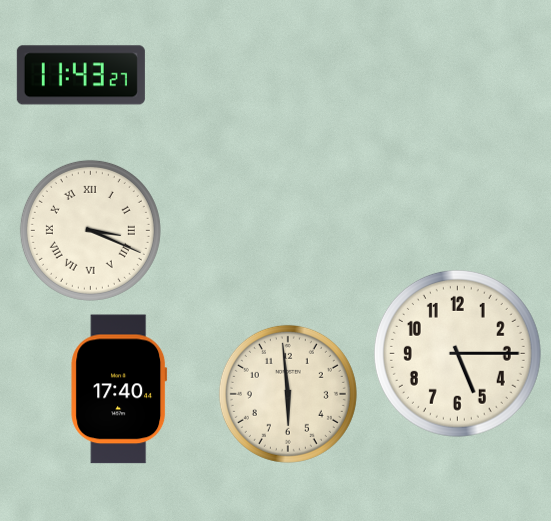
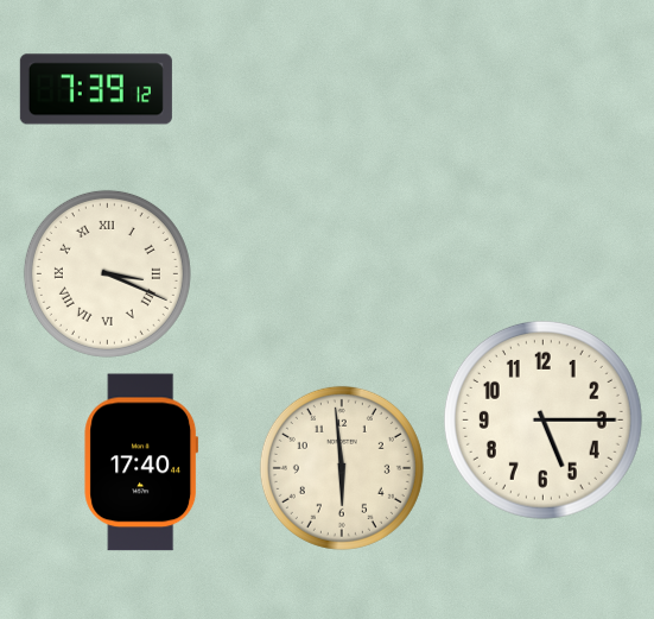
clock at (81, 75): 11:43 -> 7:39
